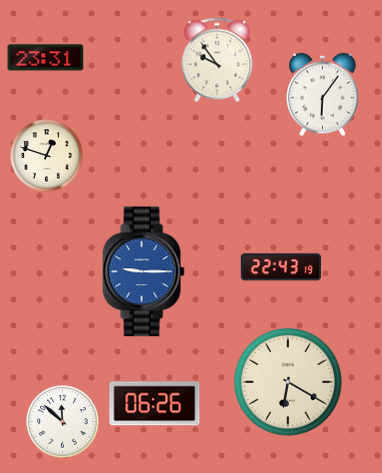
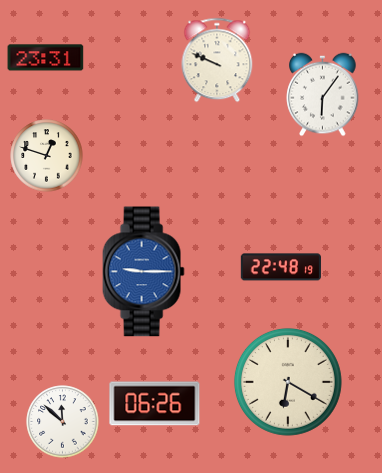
clock at (217, 60): 9:54 -> 9:49
clock at (281, 267): 22:43 -> 22:48
